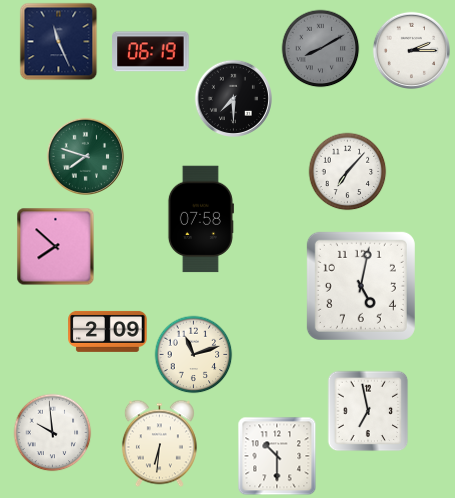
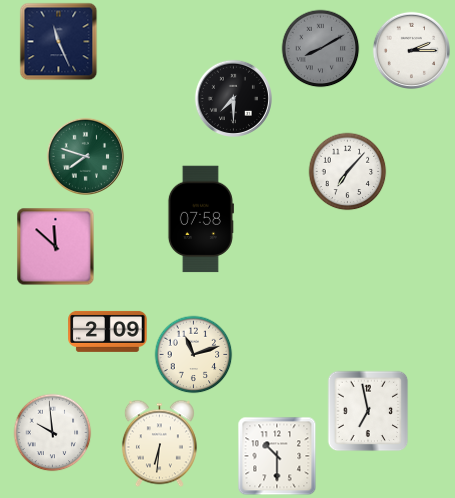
clock at (151, 52): 06:19 -> none
clock at (55, 246): 7:52 -> 11:52
clock at (361, 286): 5:02 -> none
